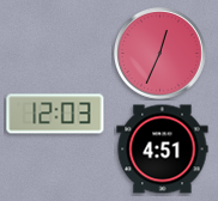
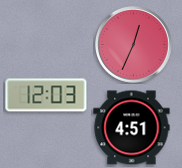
clock at (163, 150) position: (163, 150) -> (132, 128)
